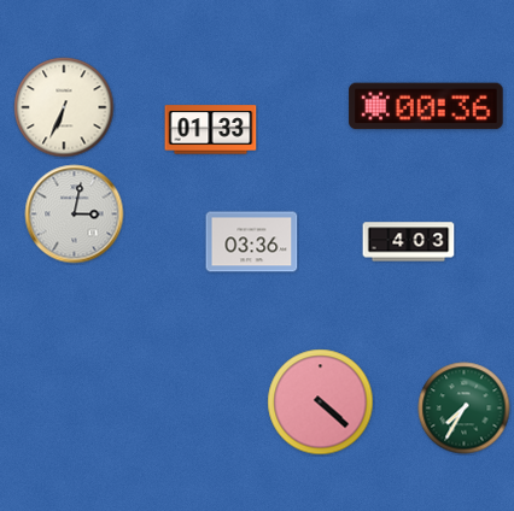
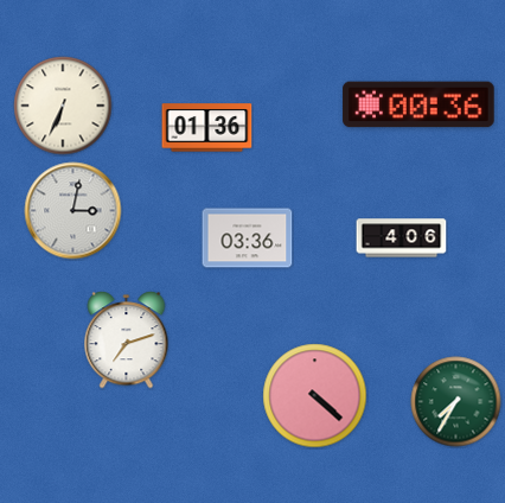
clock at (211, 130): 01:33 -> 01:36
clock at (409, 242): 4:03 -> 4:06
clock at (127, 340): none -> 7:12
